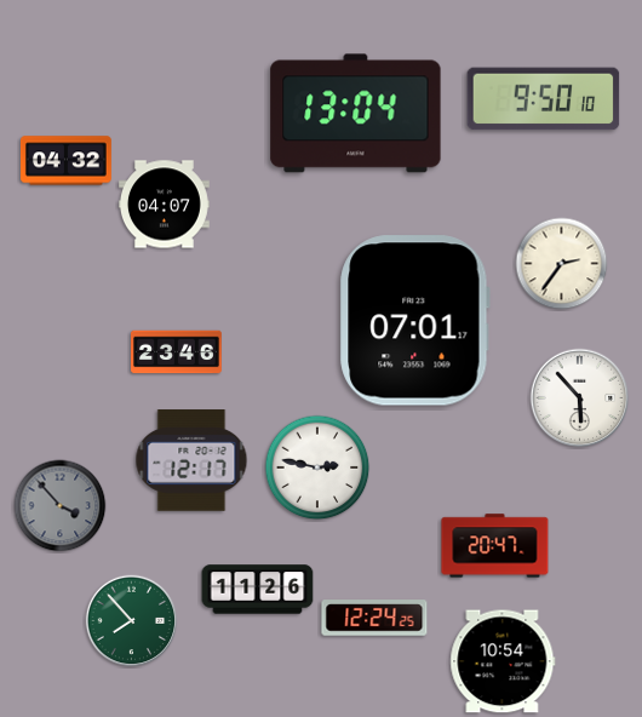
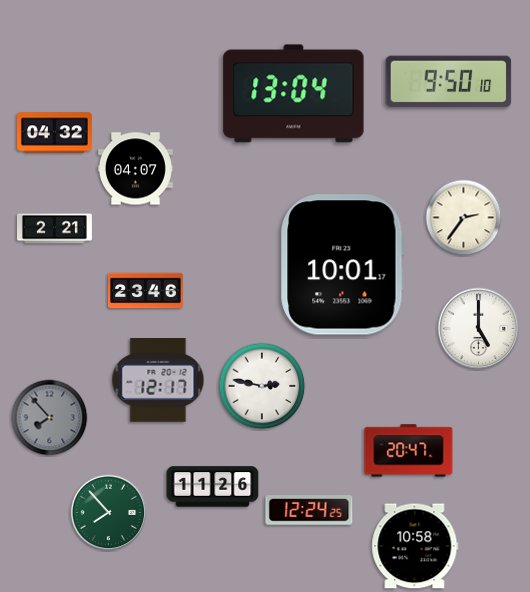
clock at (54, 229): none -> 2:21
clock at (414, 321): 07:01 -> 10:01
clock at (580, 398): 5:53 -> 5:00
clock at (61, 506): 3:53 -> 7:53
clock at (503, 661): 10:54 -> 10:58
